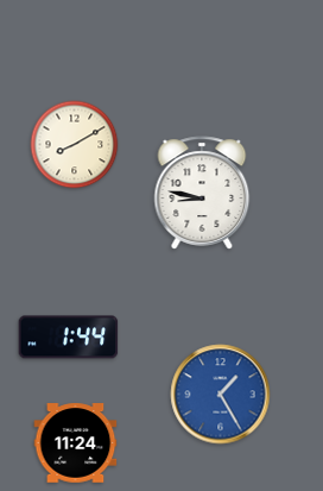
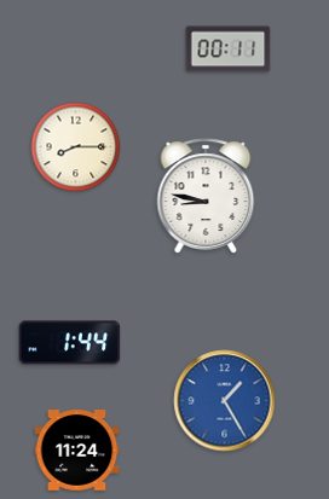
clock at (229, 50): none -> 00:11
clock at (75, 145): 8:10 -> 8:15
